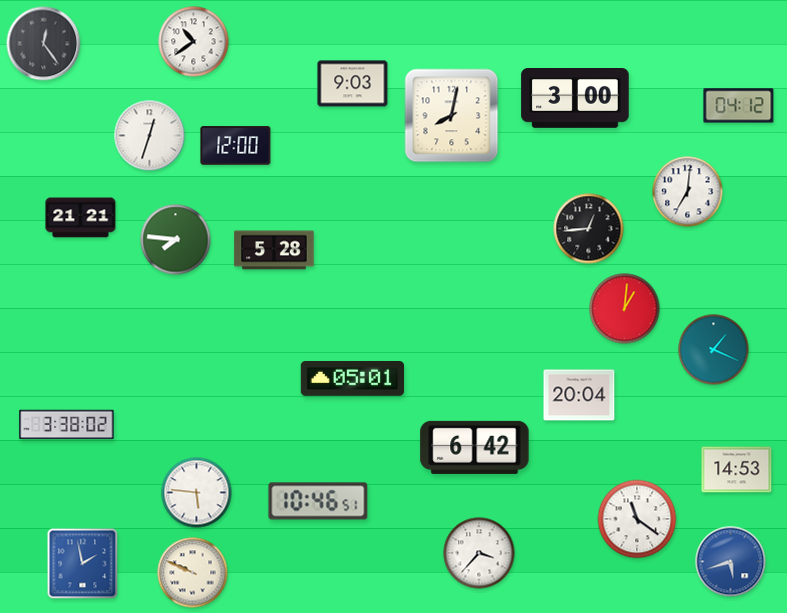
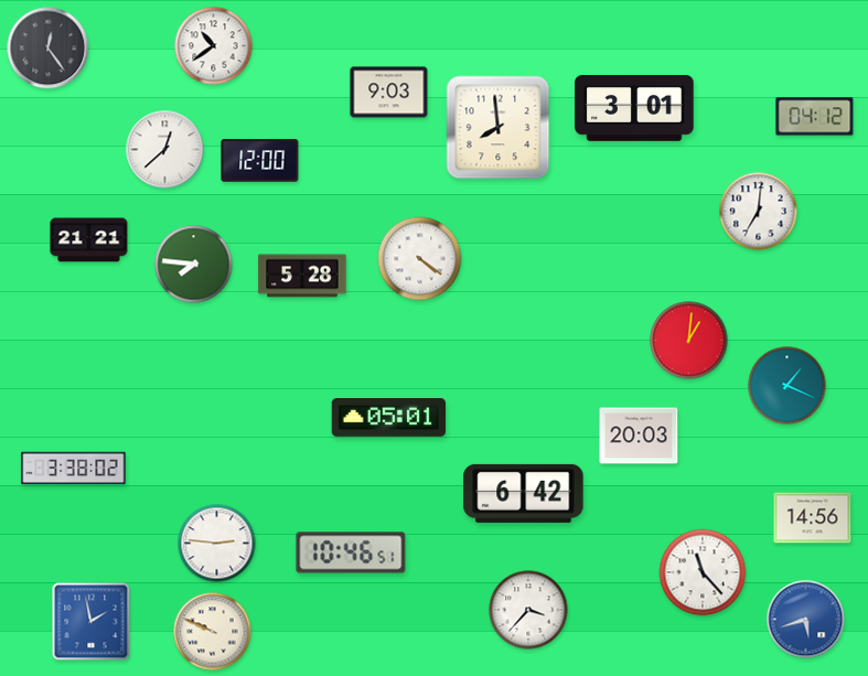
clock at (575, 99): 3:00 -> 3:01
clock at (452, 116): 8:02 -> 7:59
clock at (150, 136): 12:33 -> 12:38
clock at (589, 229): 12:44 -> none
clock at (420, 259): none -> 4:21
clock at (579, 395): 20:04 -> 20:03
clock at (737, 470): 14:53 -> 14:56
clock at (197, 493): 5:46 -> 2:46
clock at (637, 519): 11:21 -> 11:23
